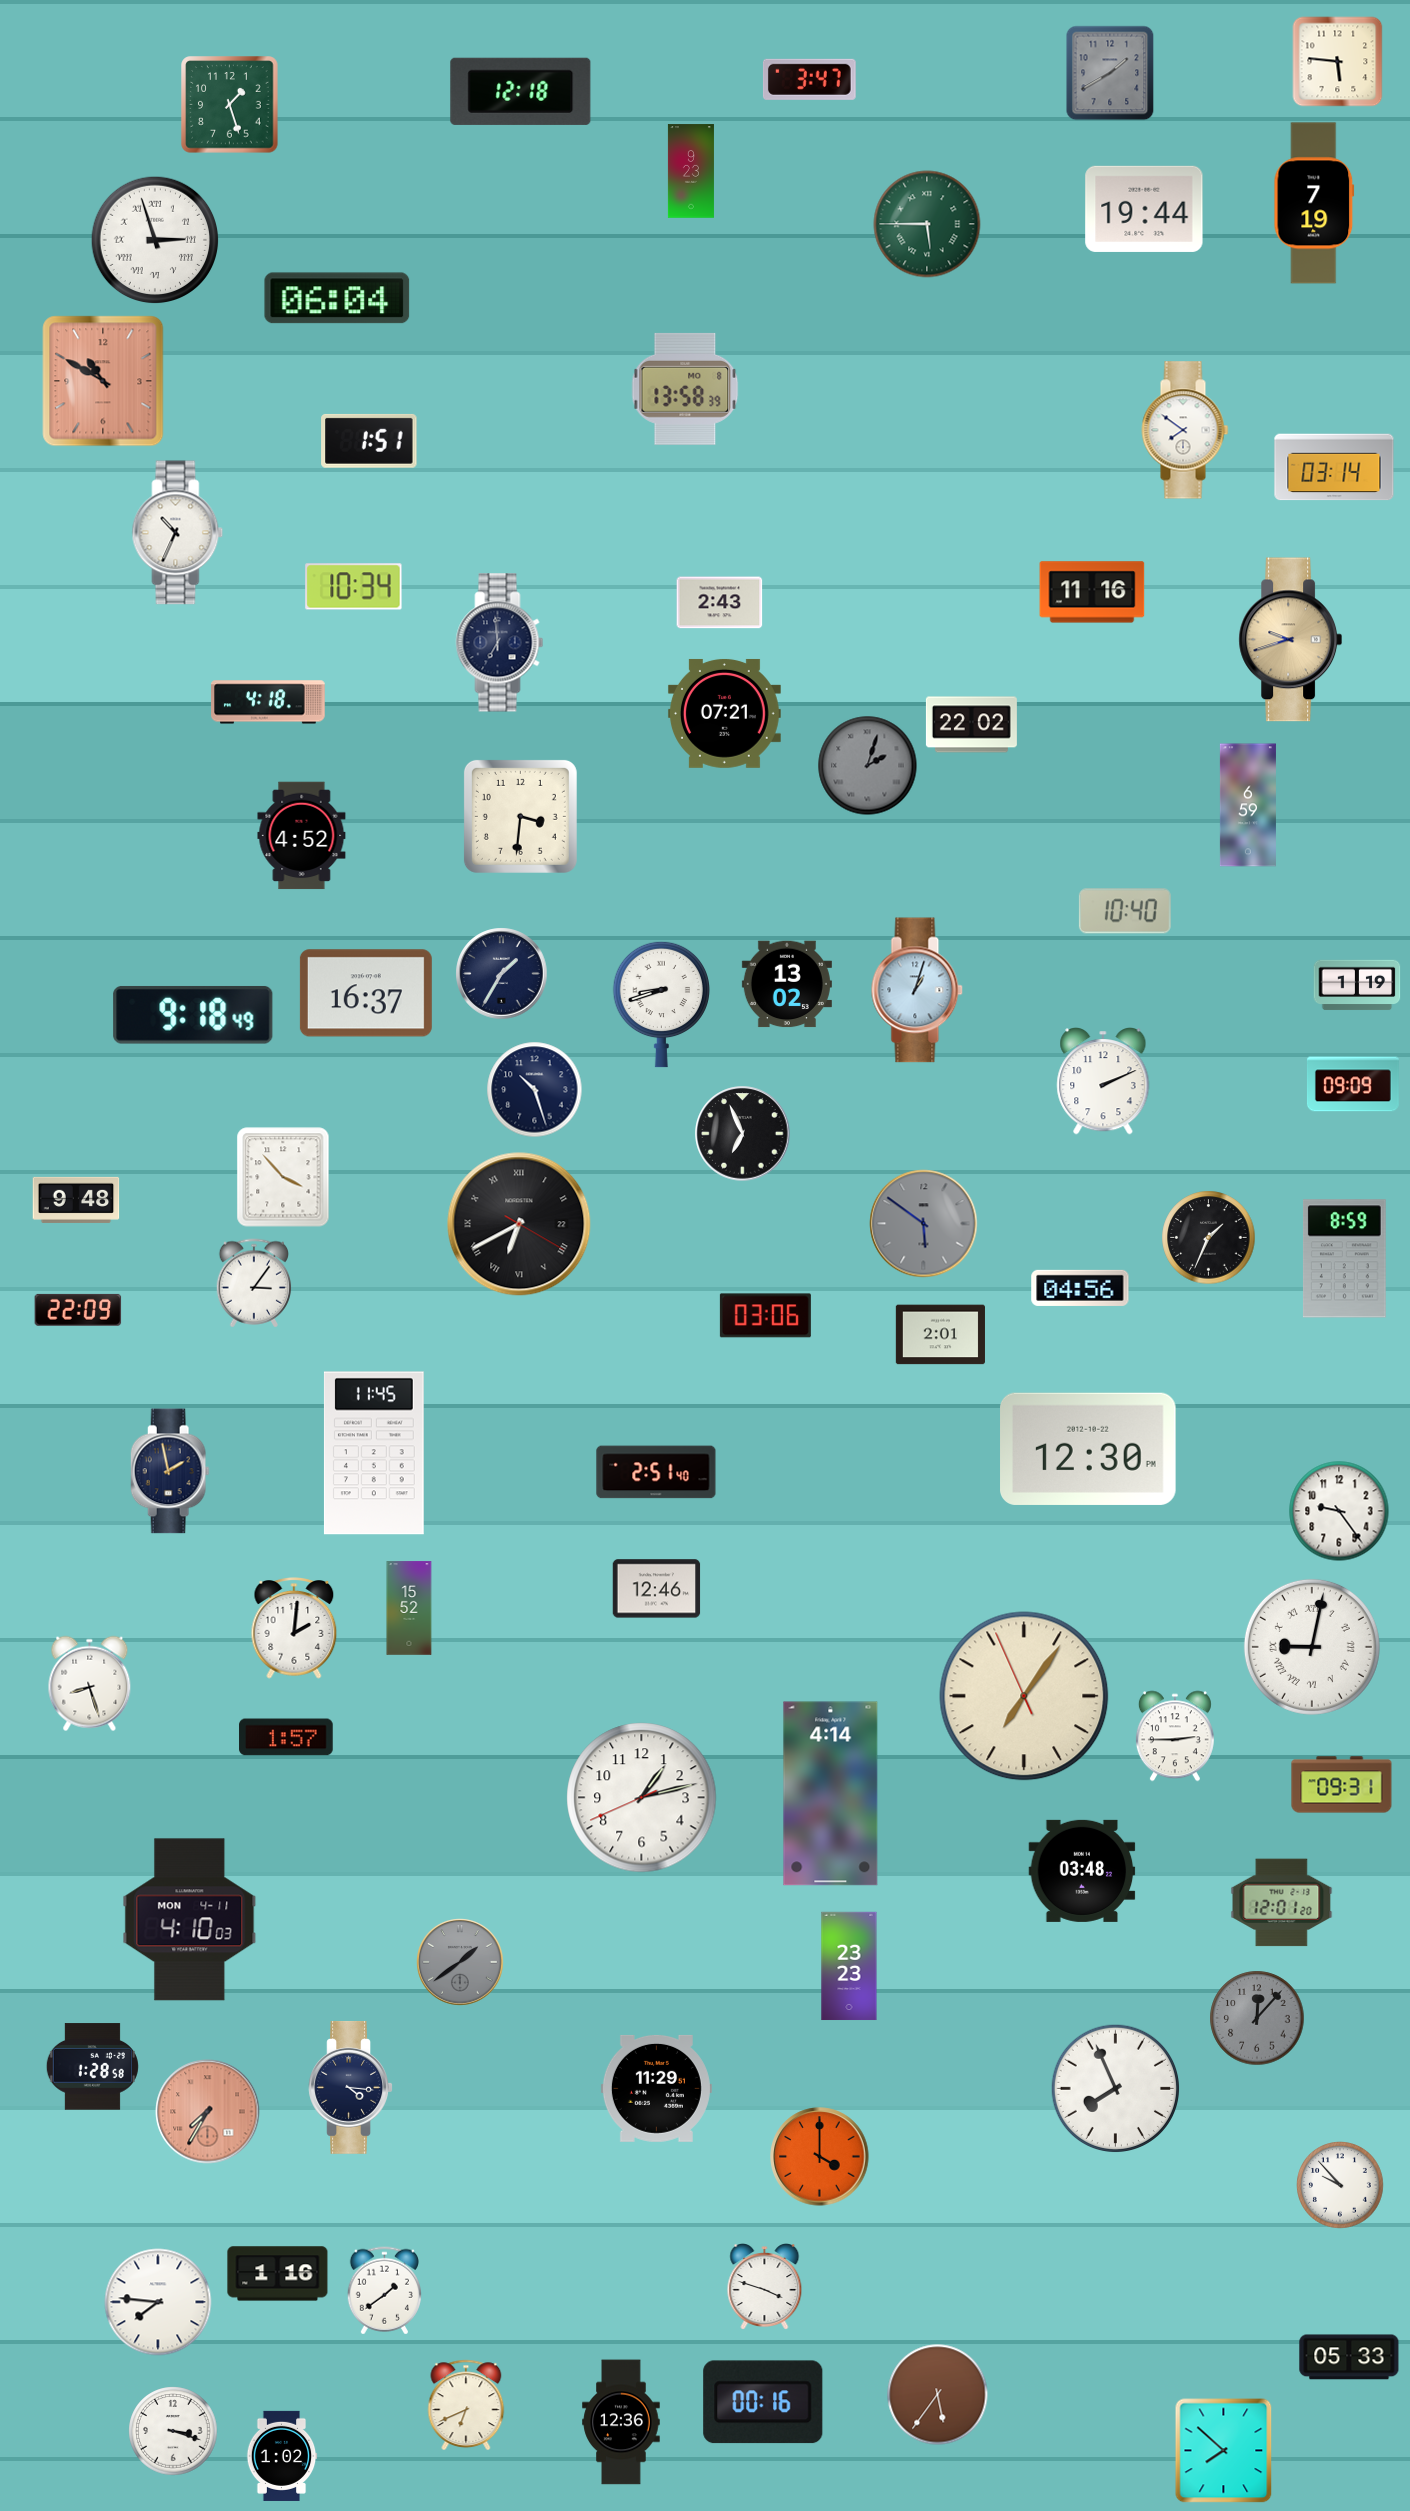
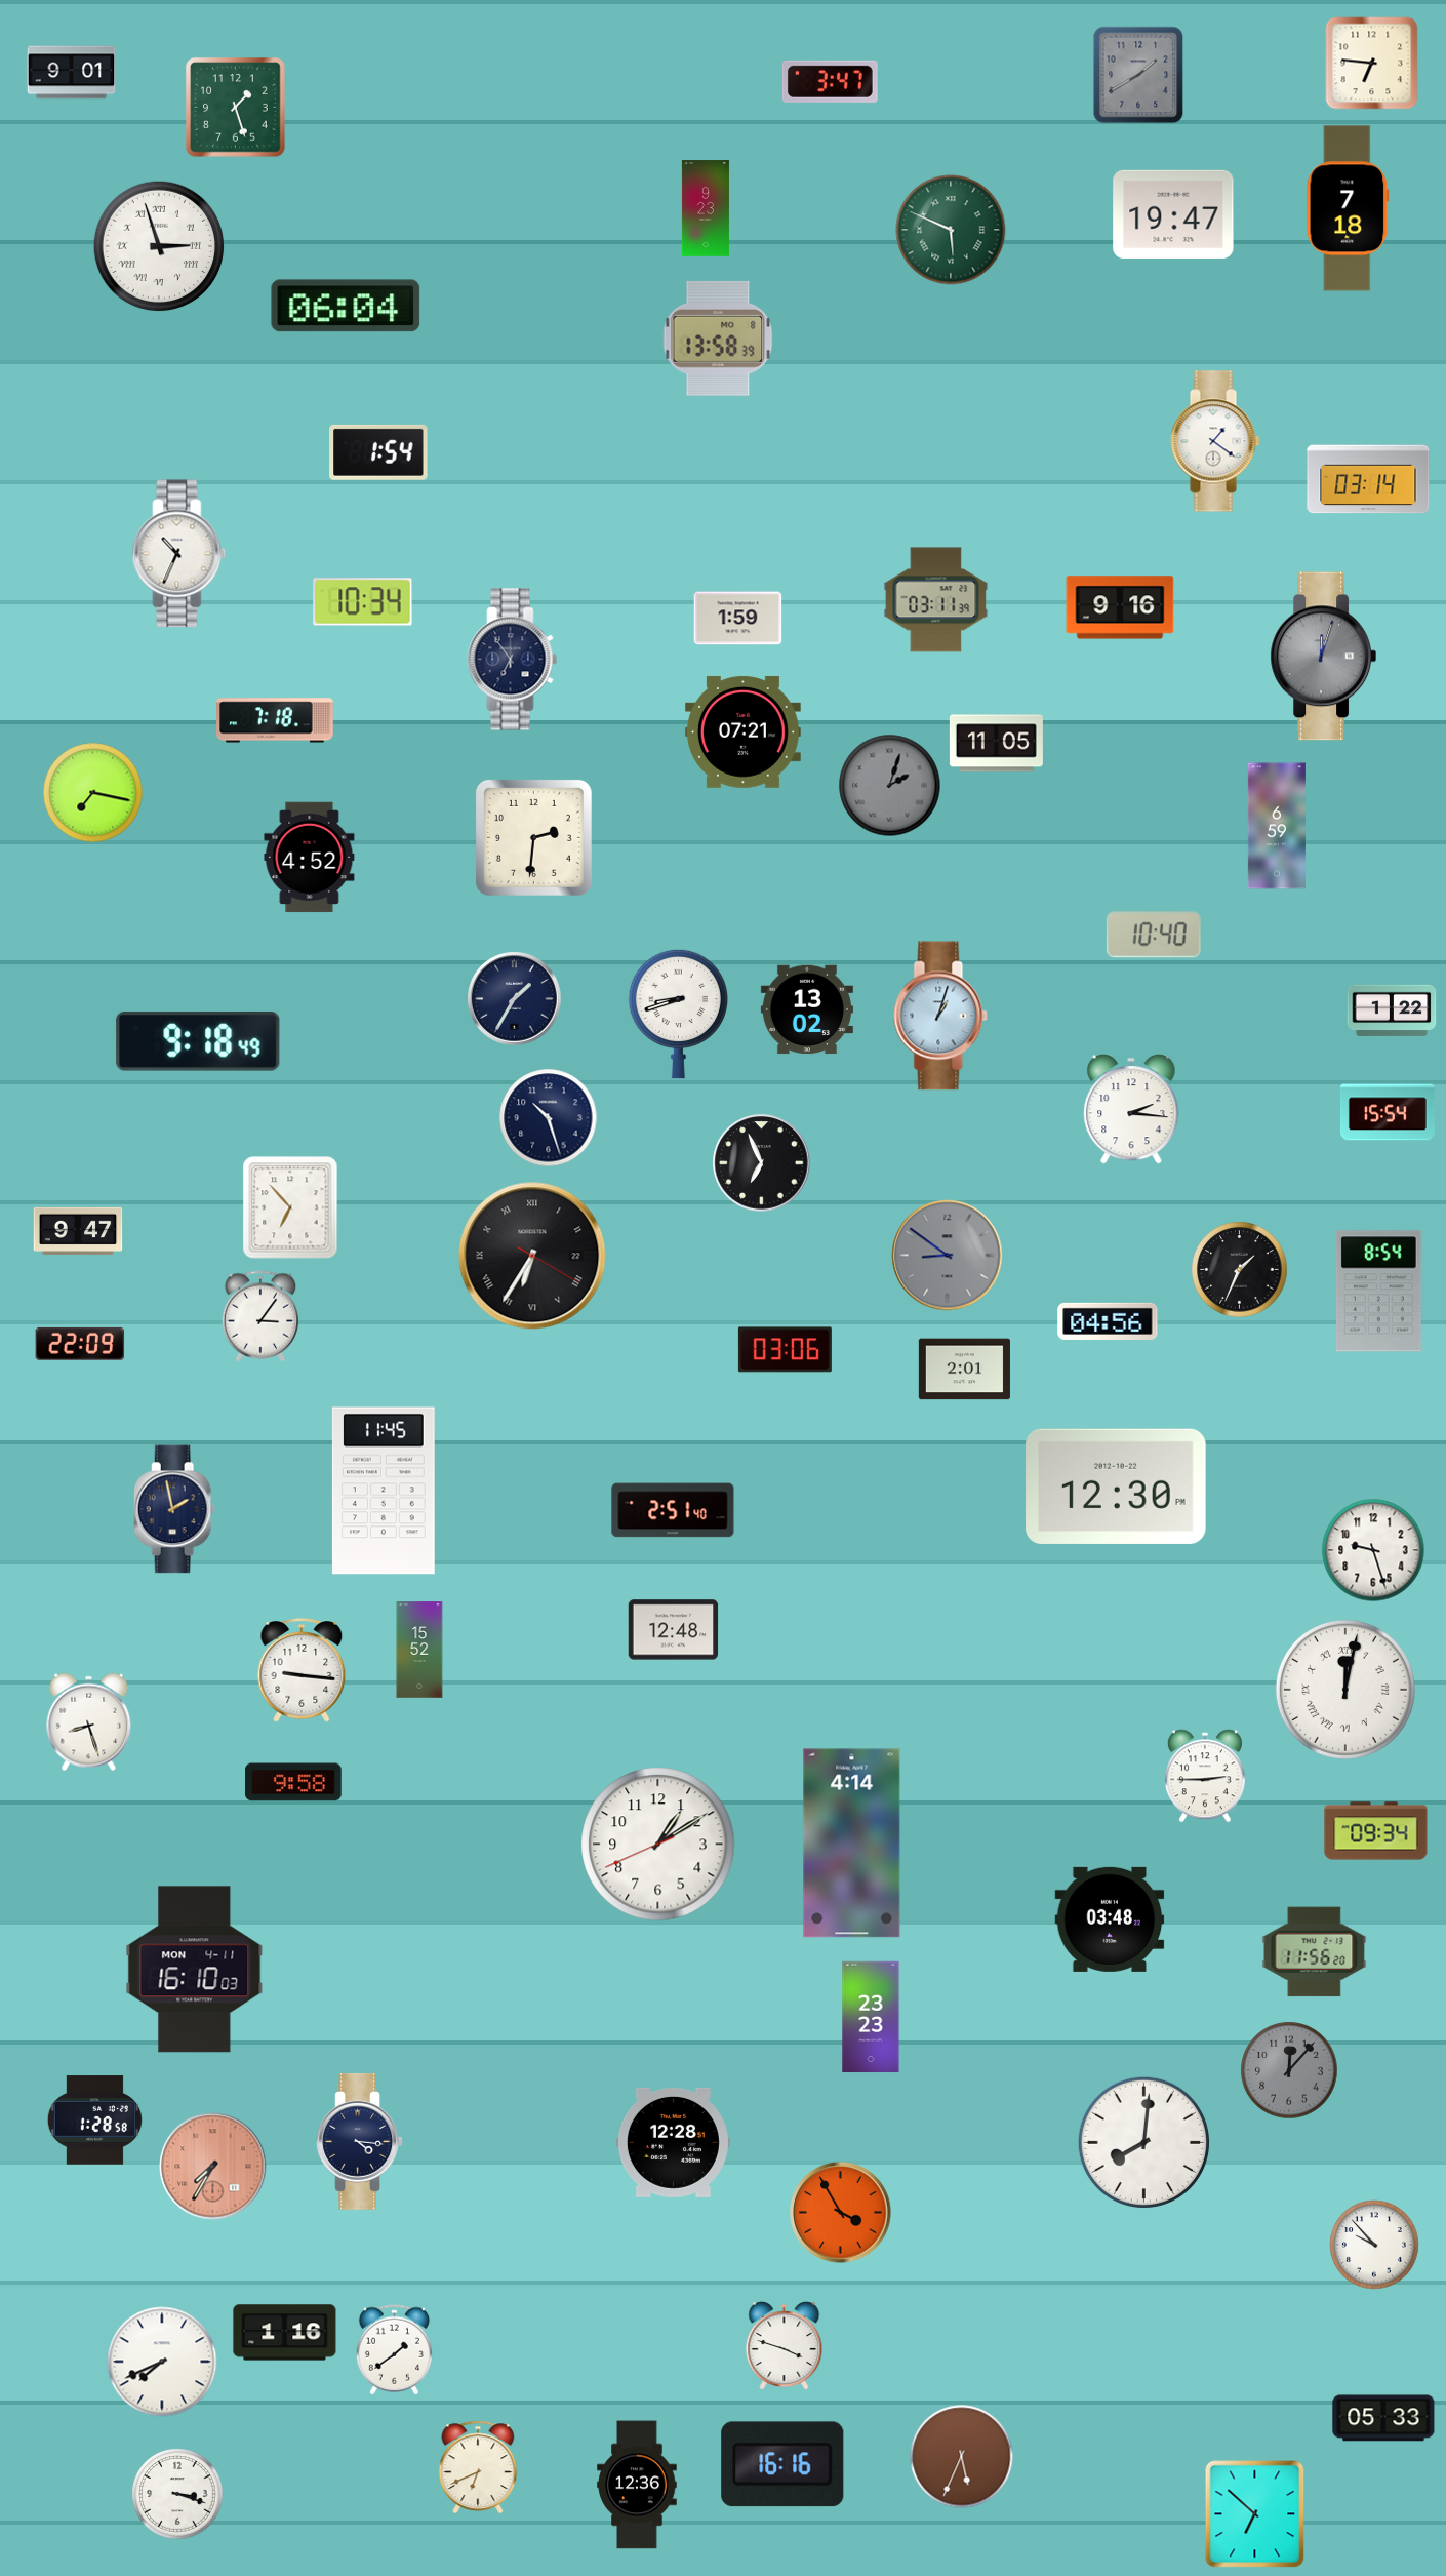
clock at (1338, 62): 5:46 -> 6:46
clock at (72, 73): none -> 9:01
clock at (521, 91): 12:18 -> none
clock at (691, 171) position: (691, 171) -> (706, 208)
clock at (1314, 203): 7:19 -> 7:18
clock at (1144, 209): 19:44 -> 19:47
clock at (927, 224): 5:45 -> 5:49
clock at (103, 381): 10:50 -> none
clock at (685, 389) position: (685, 389) -> (718, 339)
clock at (1185, 430): 7:51 -> 1:21
clock at (369, 441): 1:51 -> 1:54
clock at (178, 533) position: (178, 533) -> (179, 554)
clock at (936, 600): none -> 03:11
clock at (1092, 592): 11:16 -> 9:16
clock at (720, 603): 2:43 -> 1:59
clock at (1290, 640): 9:42 -> 12:03
clock at (1290, 640) dial: champagne -> grey
clock at (500, 643): 6:59 -> 6:54
clock at (268, 702): 4:18 -> 7:18
clock at (971, 725): 22:02 -> 11:05
clock at (93, 793): none -> 7:17
clock at (1248, 805) position: (1248, 805) -> (1277, 826)
clock at (520, 816): 3:31 -> 2:31
clock at (1357, 985): 1:19 -> 1:22
clock at (366, 993): 16:37 -> none
clock at (661, 1004) position: (661, 1004) -> (678, 1014)
clock at (1103, 1082): 2:11 -> 2:16
clock at (1353, 1084): 09:09 -> 15:54
clock at (283, 1177): 3:53 -> 6:53
clock at (76, 1200): 9:48 -> 9:47
clock at (519, 1224): 6:40 -> 6:35
clock at (924, 1224): 5:51 -> 8:51
clock at (1344, 1259): 8:59 -> 8:54
clock at (1339, 1511): 9:24 -> 9:27
clock at (657, 1589): 12:46 -> 12:48
clock at (294, 1629): 2:01 -> 9:16
clock at (1312, 1647): 9:02 -> 12:02
clock at (90, 1684) position: (90, 1684) -> (89, 1722)
clock at (1024, 1696): 7:05 -> none
clock at (1175, 1736) position: (1175, 1736) -> (1205, 1776)
clock at (286, 1737): 1:57 -> 9:58
clock at (1342, 1785): 09:31 -> 09:34
clock at (831, 1794) position: (831, 1794) -> (852, 1844)
clock at (642, 1798): 1:12 -> 1:09
clock at (1282, 1903): 12:01 -> 11:56
clock at (190, 1920): 4:10 -> 16:10
clock at (460, 1962): 1:39 -> none
clock at (656, 2088): 11:29 -> 12:28
clock at (1115, 2088): 7:56 -> 8:01
clock at (820, 2157): 4:00 -> 3:55
clock at (1341, 2186) position: (1341, 2186) -> (1375, 2246)
clock at (158, 2302): 7:46 -> 7:41
clock at (938, 2395): 5:36 -> 5:34
clock at (763, 2402): 00:16 -> 16:16
clock at (1224, 2451): 7:52 -> 6:52
clock at (282, 2456): 1:02 -> none
